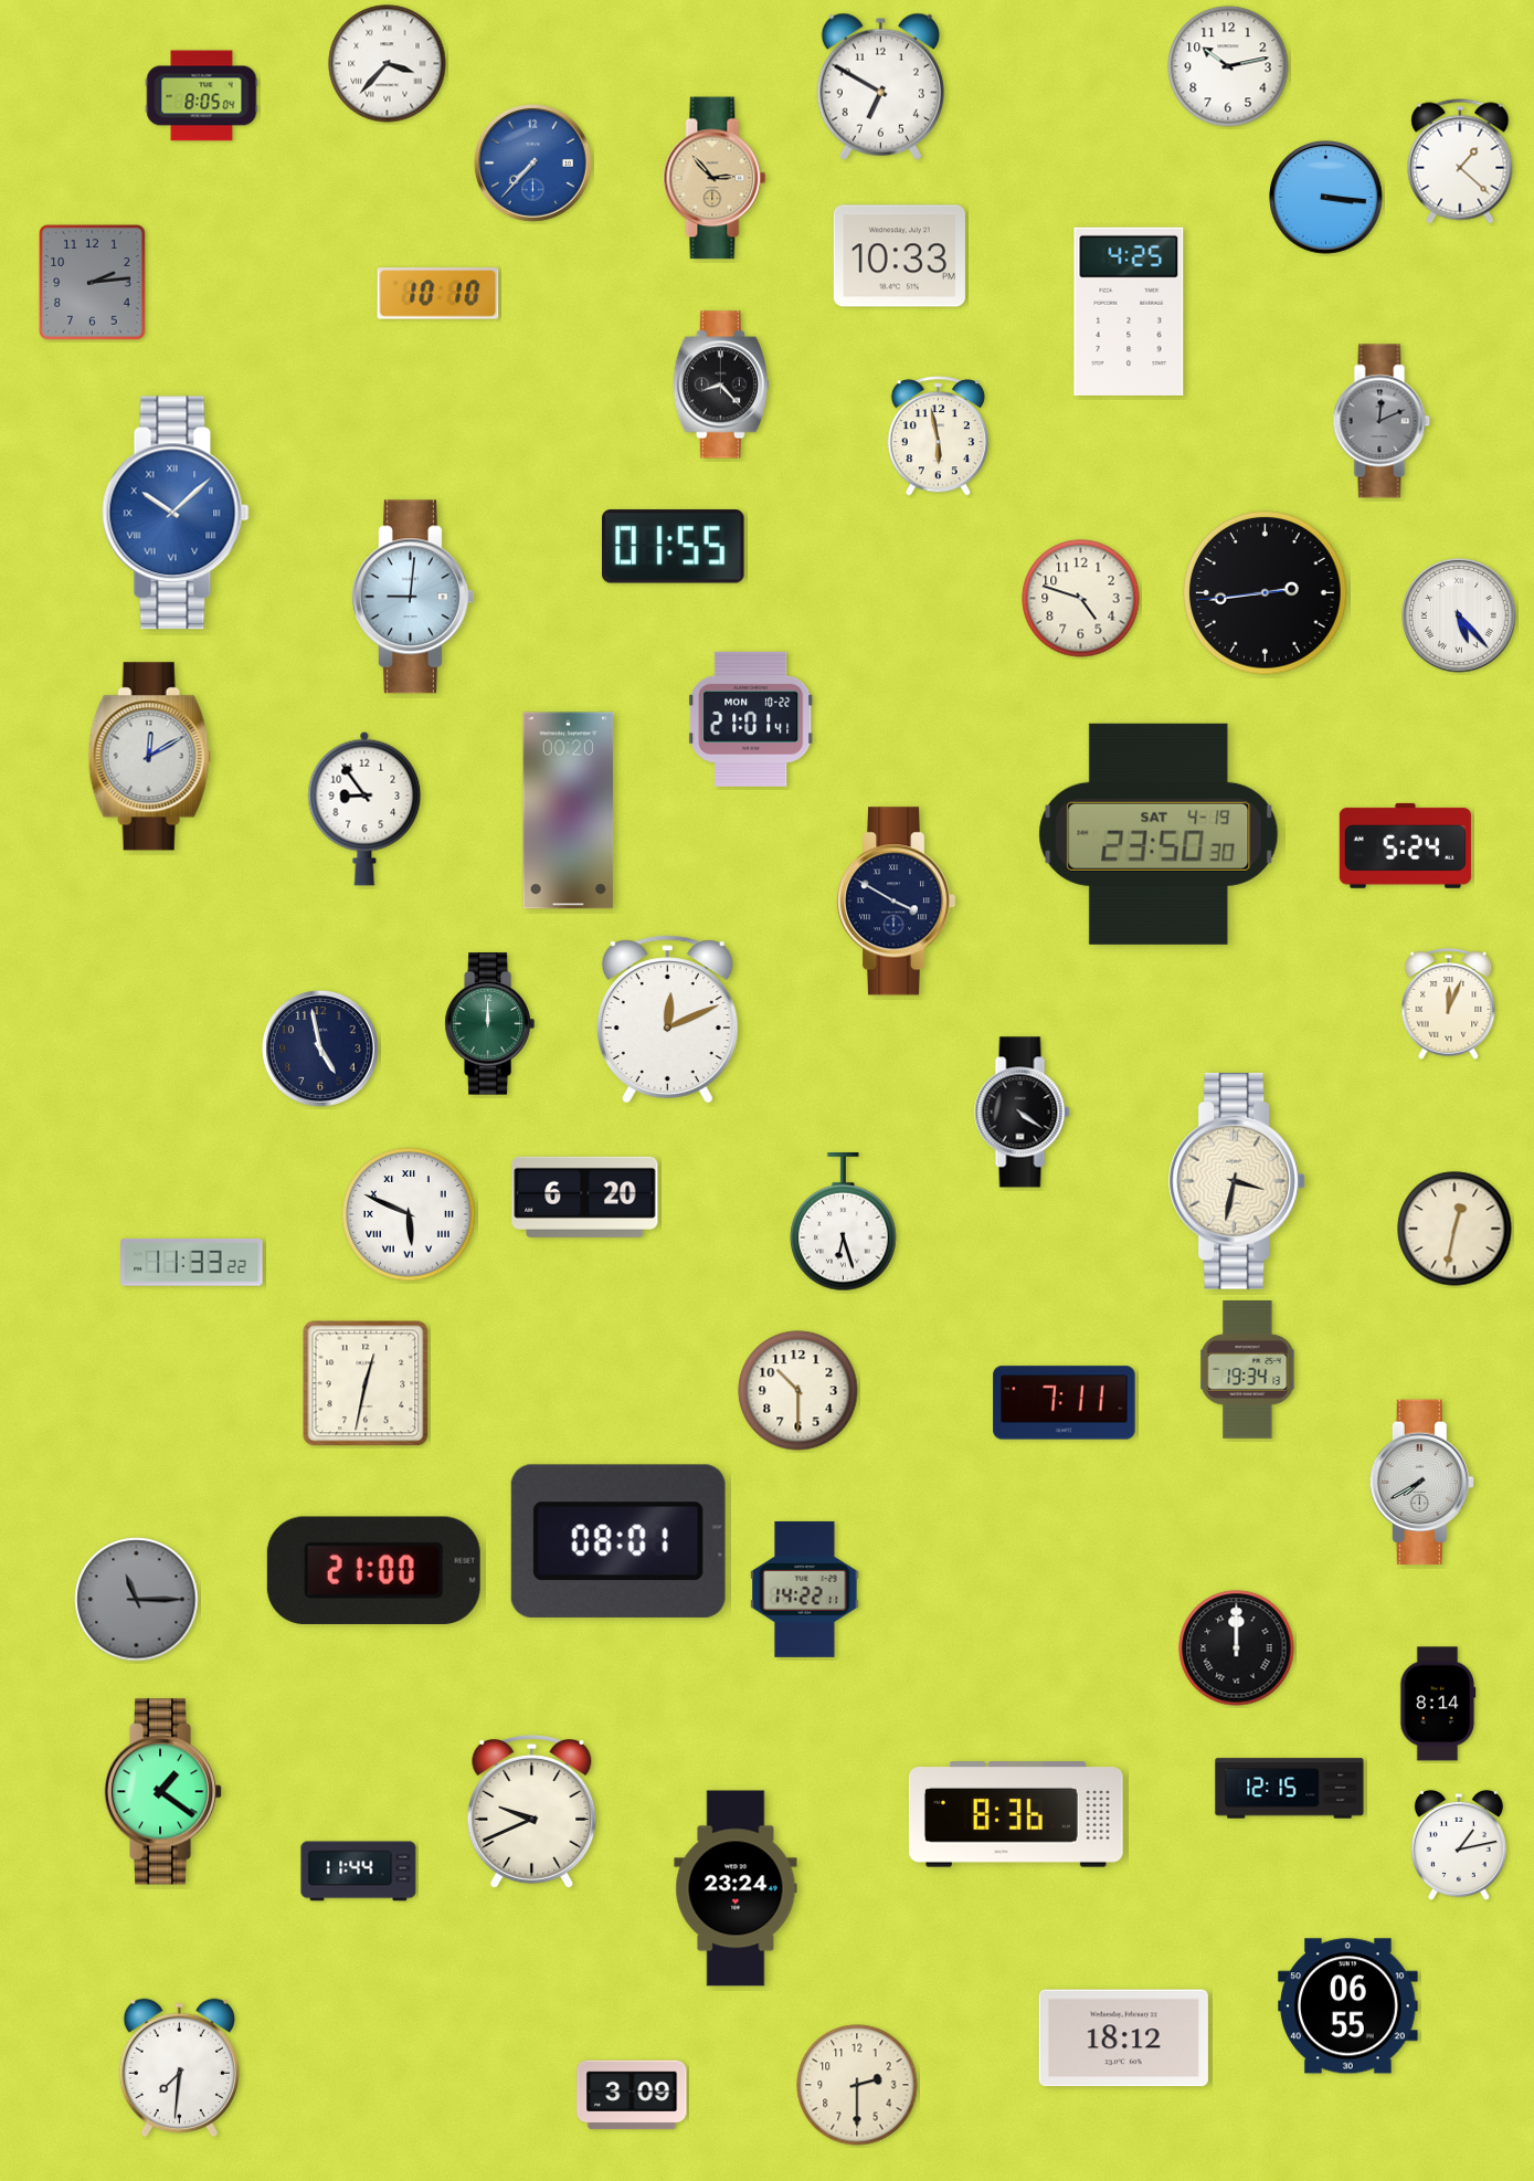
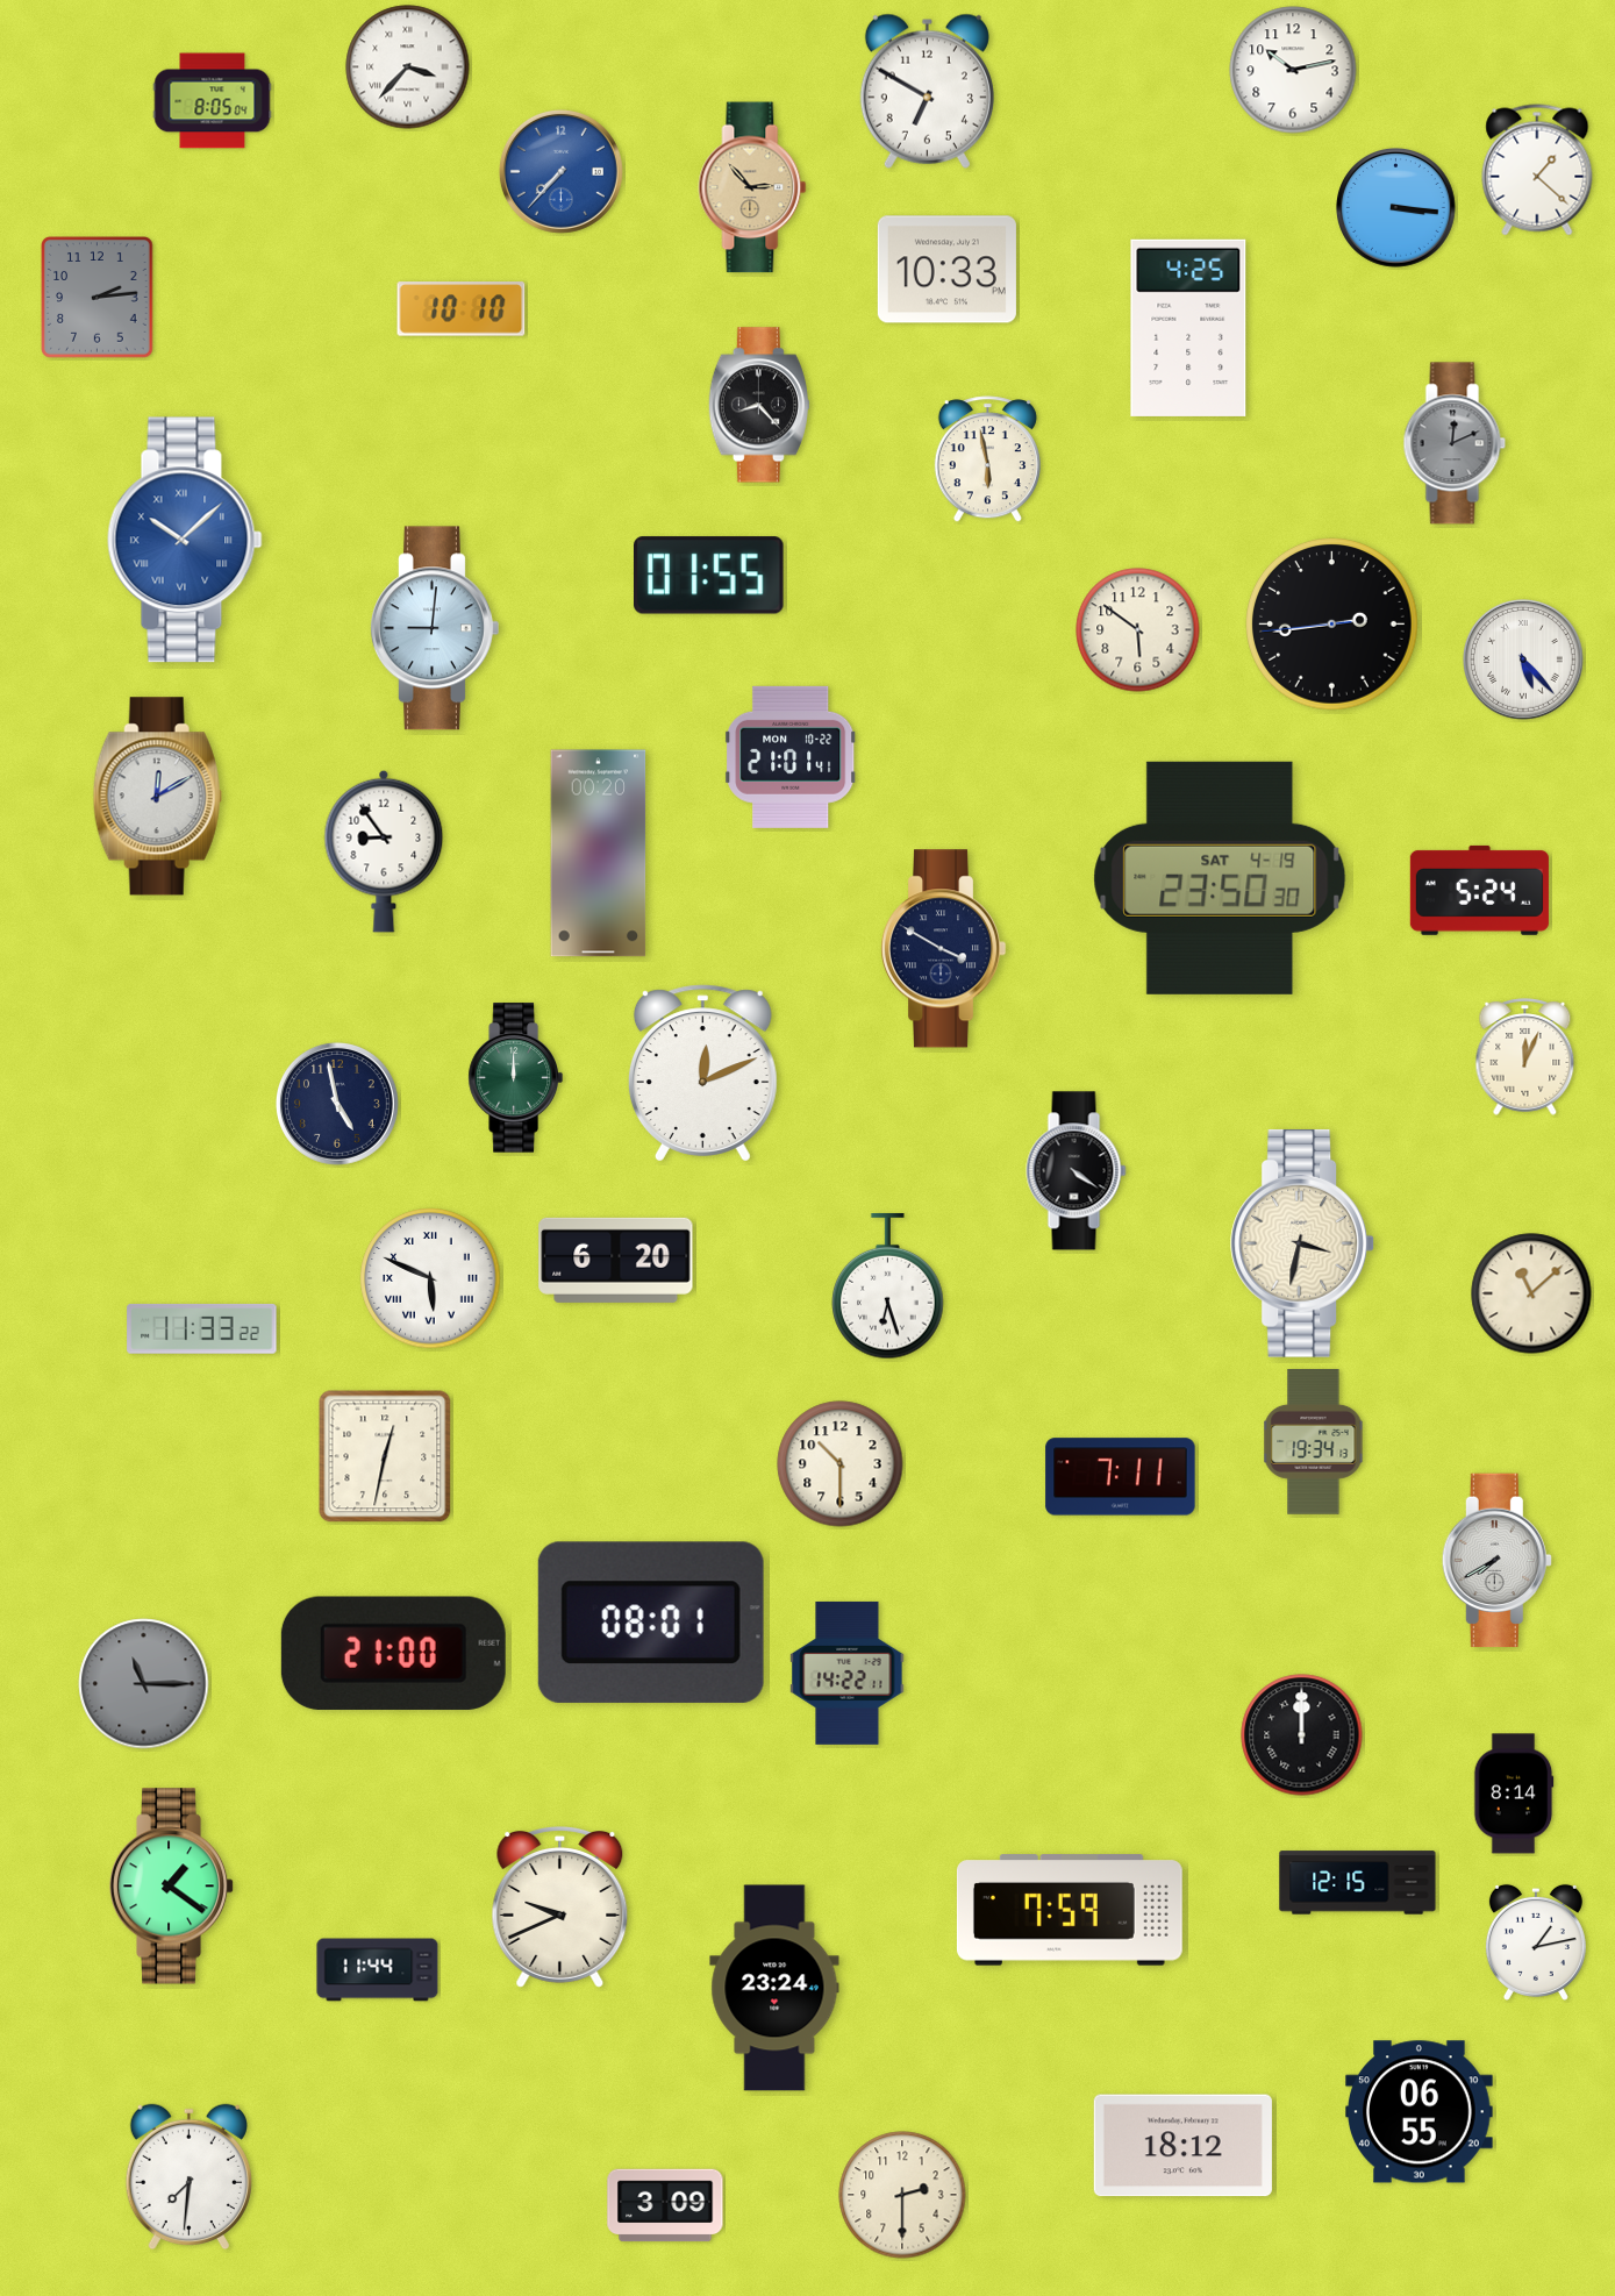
clock at (1081, 599): 4:48 -> 5:51
clock at (1460, 617) position: (1460, 617) -> (1524, 661)
clock at (1454, 1229): 12:32 -> 11:08
clock at (1016, 1814): 8:36 -> 7:59
